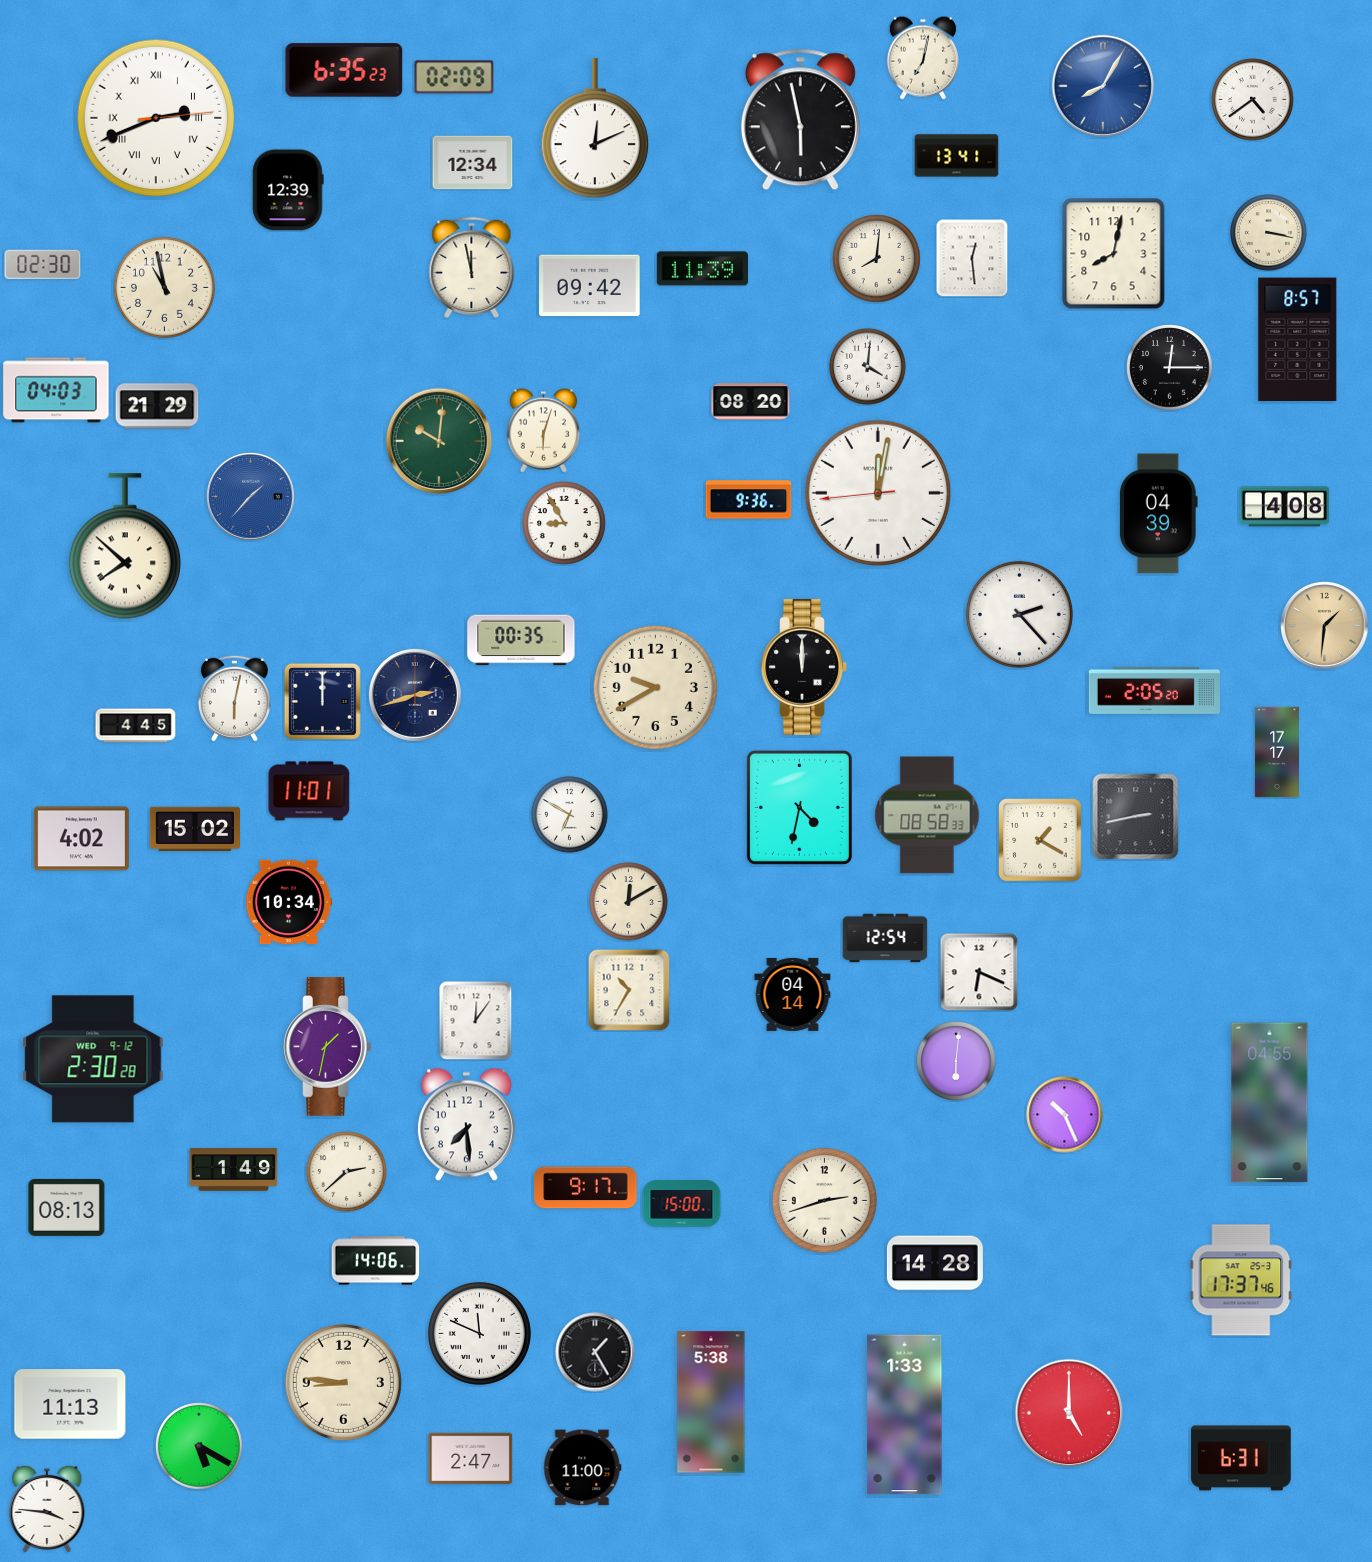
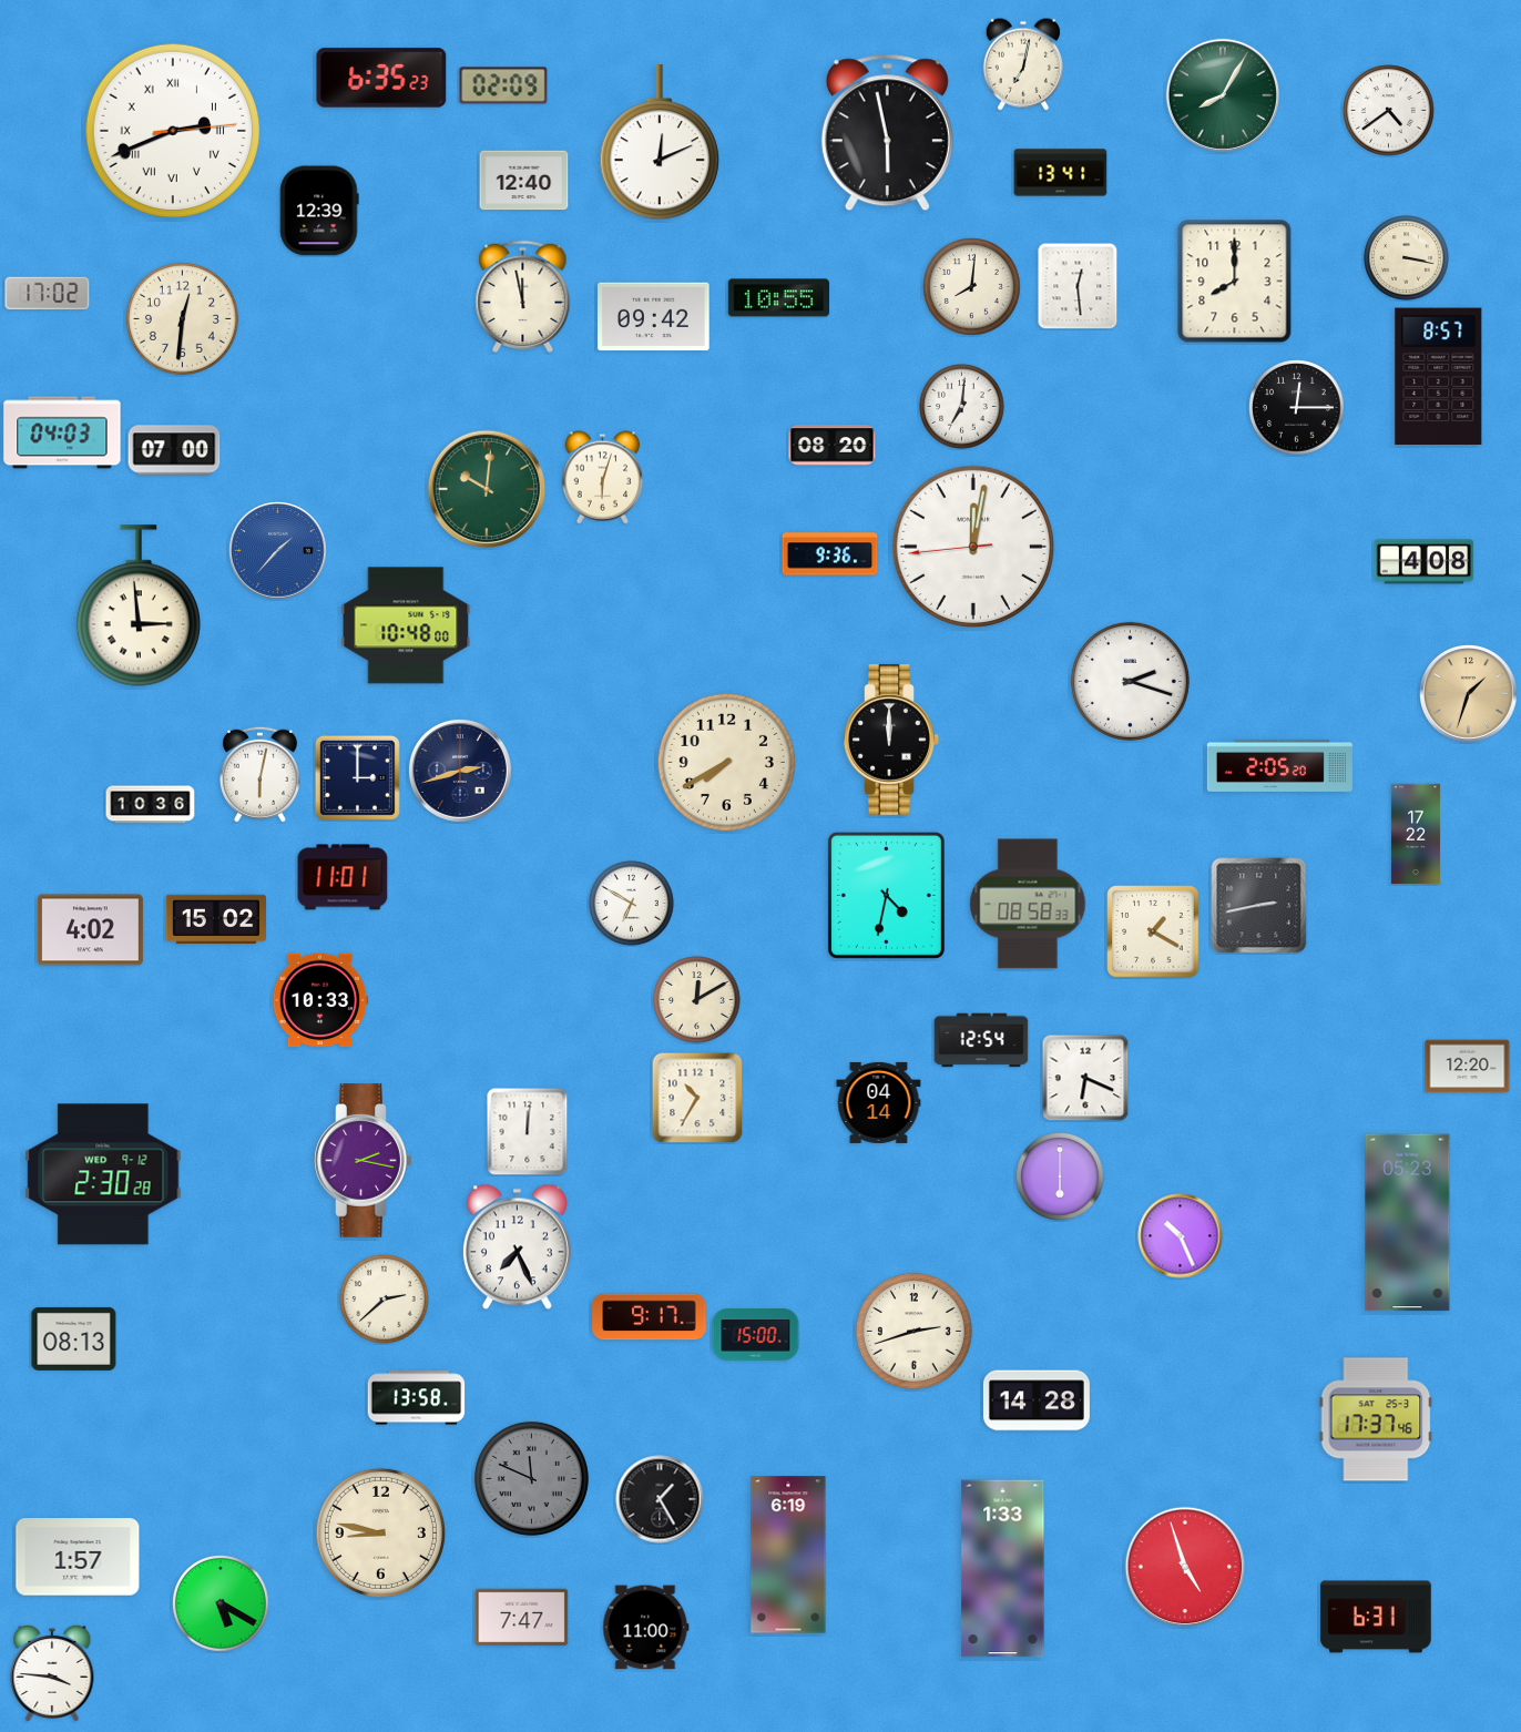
clock at (1102, 85) dial: blue -> green
clock at (473, 163): 12:34 -> 12:40
clock at (1114, 254): 8:02 -> 8:00
clock at (43, 265): 02:30 -> 17:02
clock at (702, 269): 11:39 -> 10:55
clock at (164, 287): 10:58 -> 12:31
clock at (868, 367): 4:01 -> 7:01
clock at (157, 406): 21:29 -> 07:00
clock at (1158, 514): 04:39 -> none
clock at (564, 523): 8:55 -> none
clock at (125, 546): 7:52 -> 2:59
clock at (406, 625): none -> 10:48
clock at (1019, 614): 2:23 -> 2:18
clock at (1325, 626): 1:31 -> 1:33
clock at (521, 640): 00:35 -> none
clock at (655, 687): 9:40 -> 7:40
clock at (322, 701): 12:00 -> 3:00
clock at (136, 726): 4:45 -> 10:36
clock at (1277, 752): 17:17 -> 17:22
clock at (289, 902): 10:34 -> 10:33
clock at (1468, 1067): none -> 12:20
clock at (476, 1021): 12:06 -> 12:01
clock at (328, 1047): 1:32 -> 2:17
clock at (956, 1061): 6:01 -> 6:00
clock at (1270, 1103): 04:55 -> 05:23
clock at (466, 1125): 7:29 -> 7:26
clock at (234, 1170): 1:49 -> none
clock at (376, 1261): 14:06 -> 13:58
clock at (479, 1333) dial: white -> grey
clock at (343, 1382): 8:46 -> 8:47
clock at (711, 1402): 5:38 -> 6:19
clock at (70, 1404): 11:13 -> 1:57
clock at (1069, 1413): 5:00 -> 4:57
clock at (471, 1458): 2:47 -> 7:47
